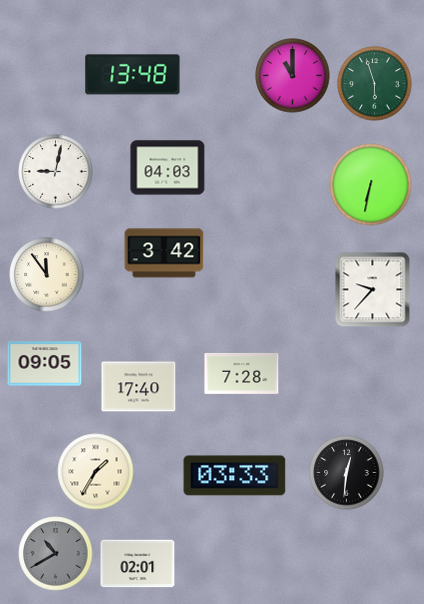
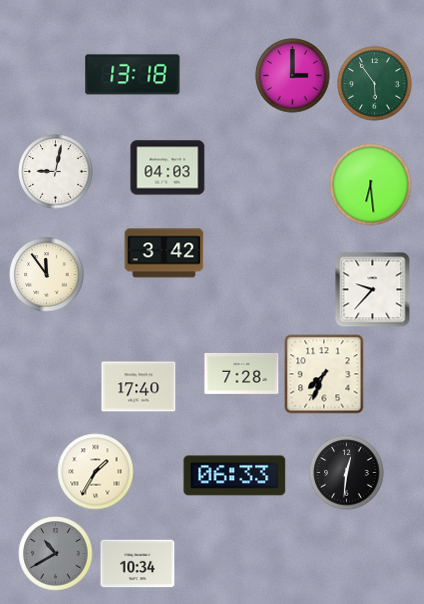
clock at (133, 75): 13:48 -> 13:18
clock at (293, 76): 11:00 -> 3:00
clock at (375, 84): 5:57 -> 5:54
clock at (371, 185): 6:32 -> 6:29
clock at (45, 364): 09:05 -> none
clock at (324, 374): none -> 7:34
clock at (235, 476): 03:33 -> 06:33
clock at (138, 564): 02:01 -> 10:34
